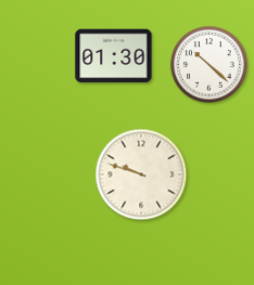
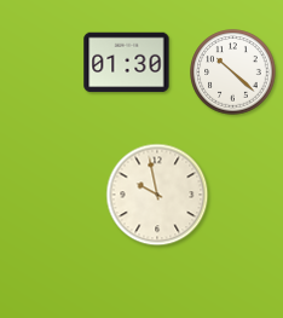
clock at (141, 174): 9:48 -> 9:58
